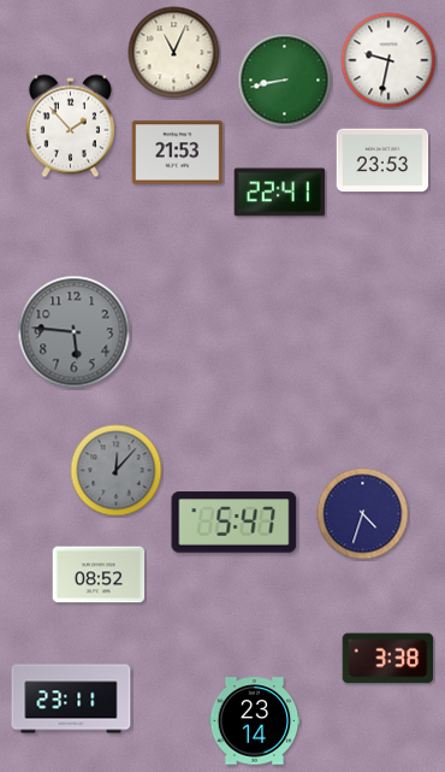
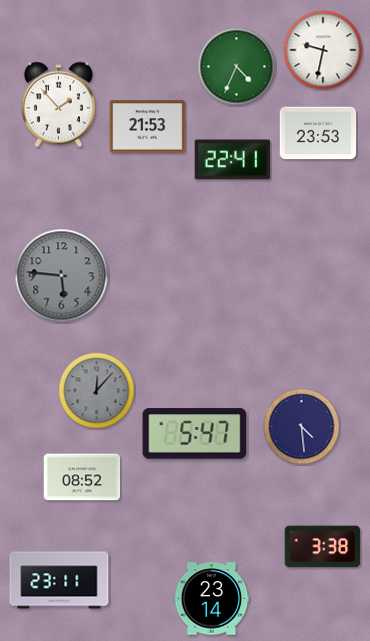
clock at (174, 53): 11:04 -> none
clock at (285, 81): 8:43 -> 4:34
clock at (363, 514): 4:33 -> 4:29
